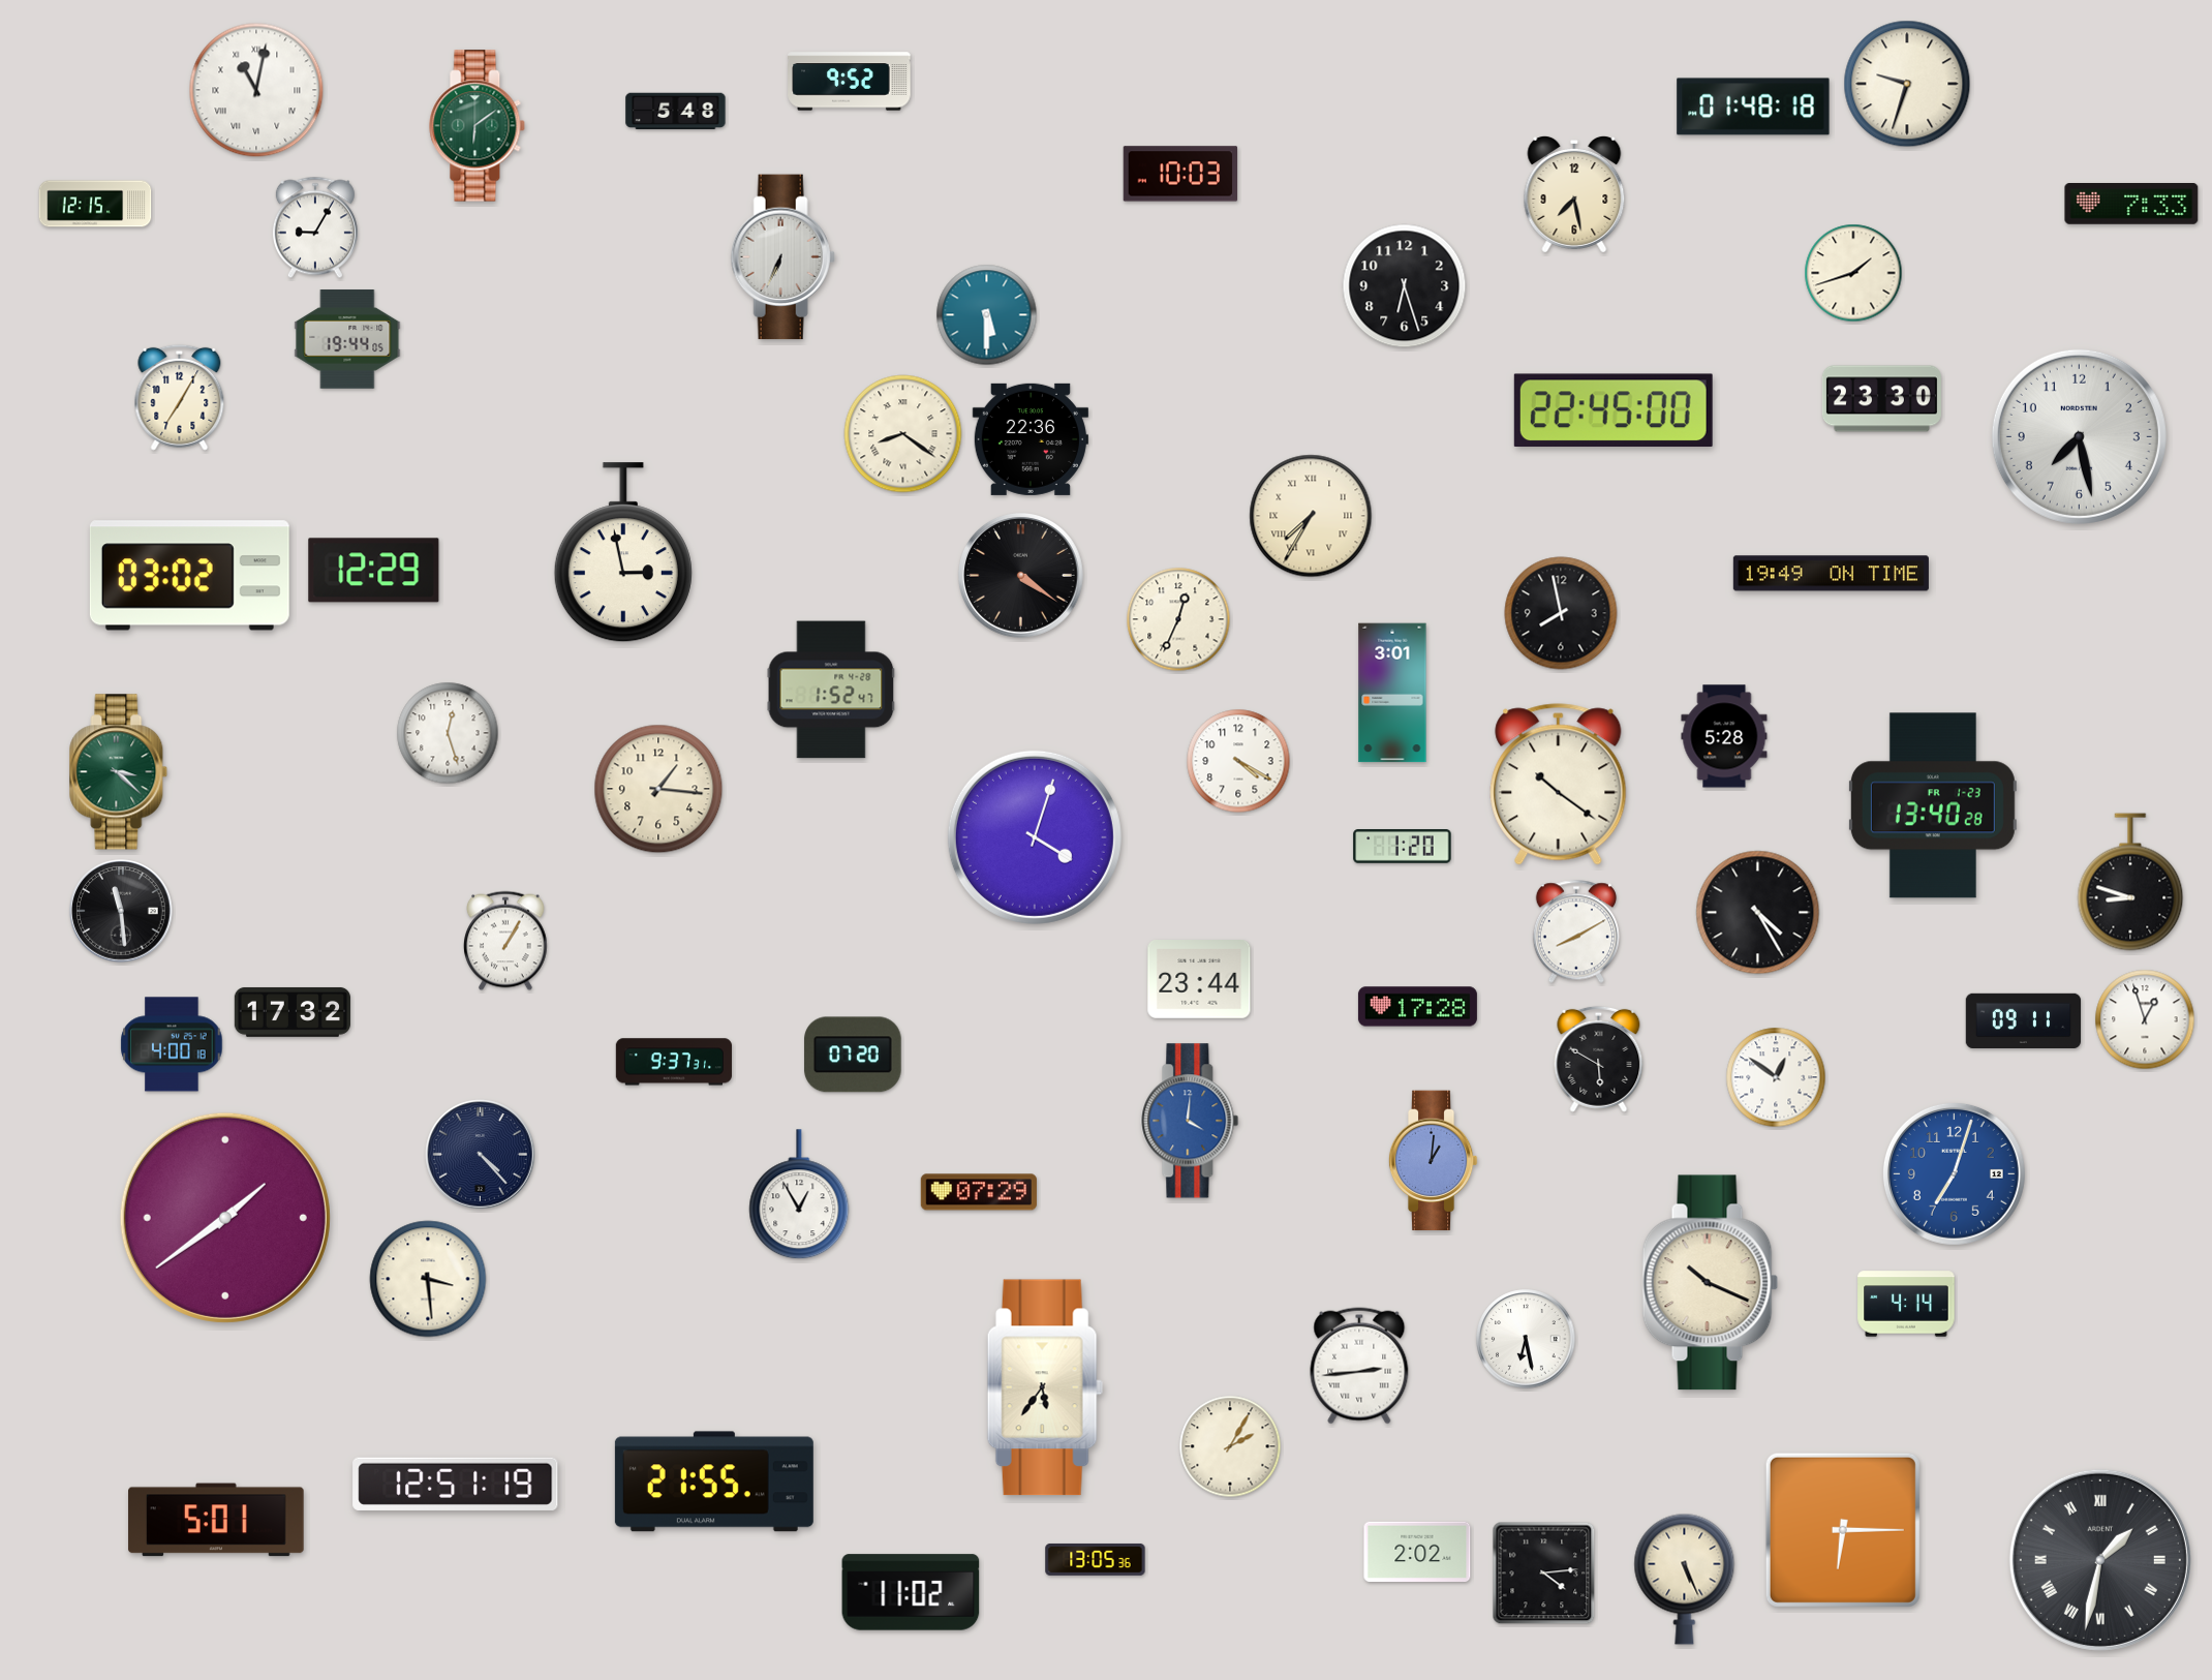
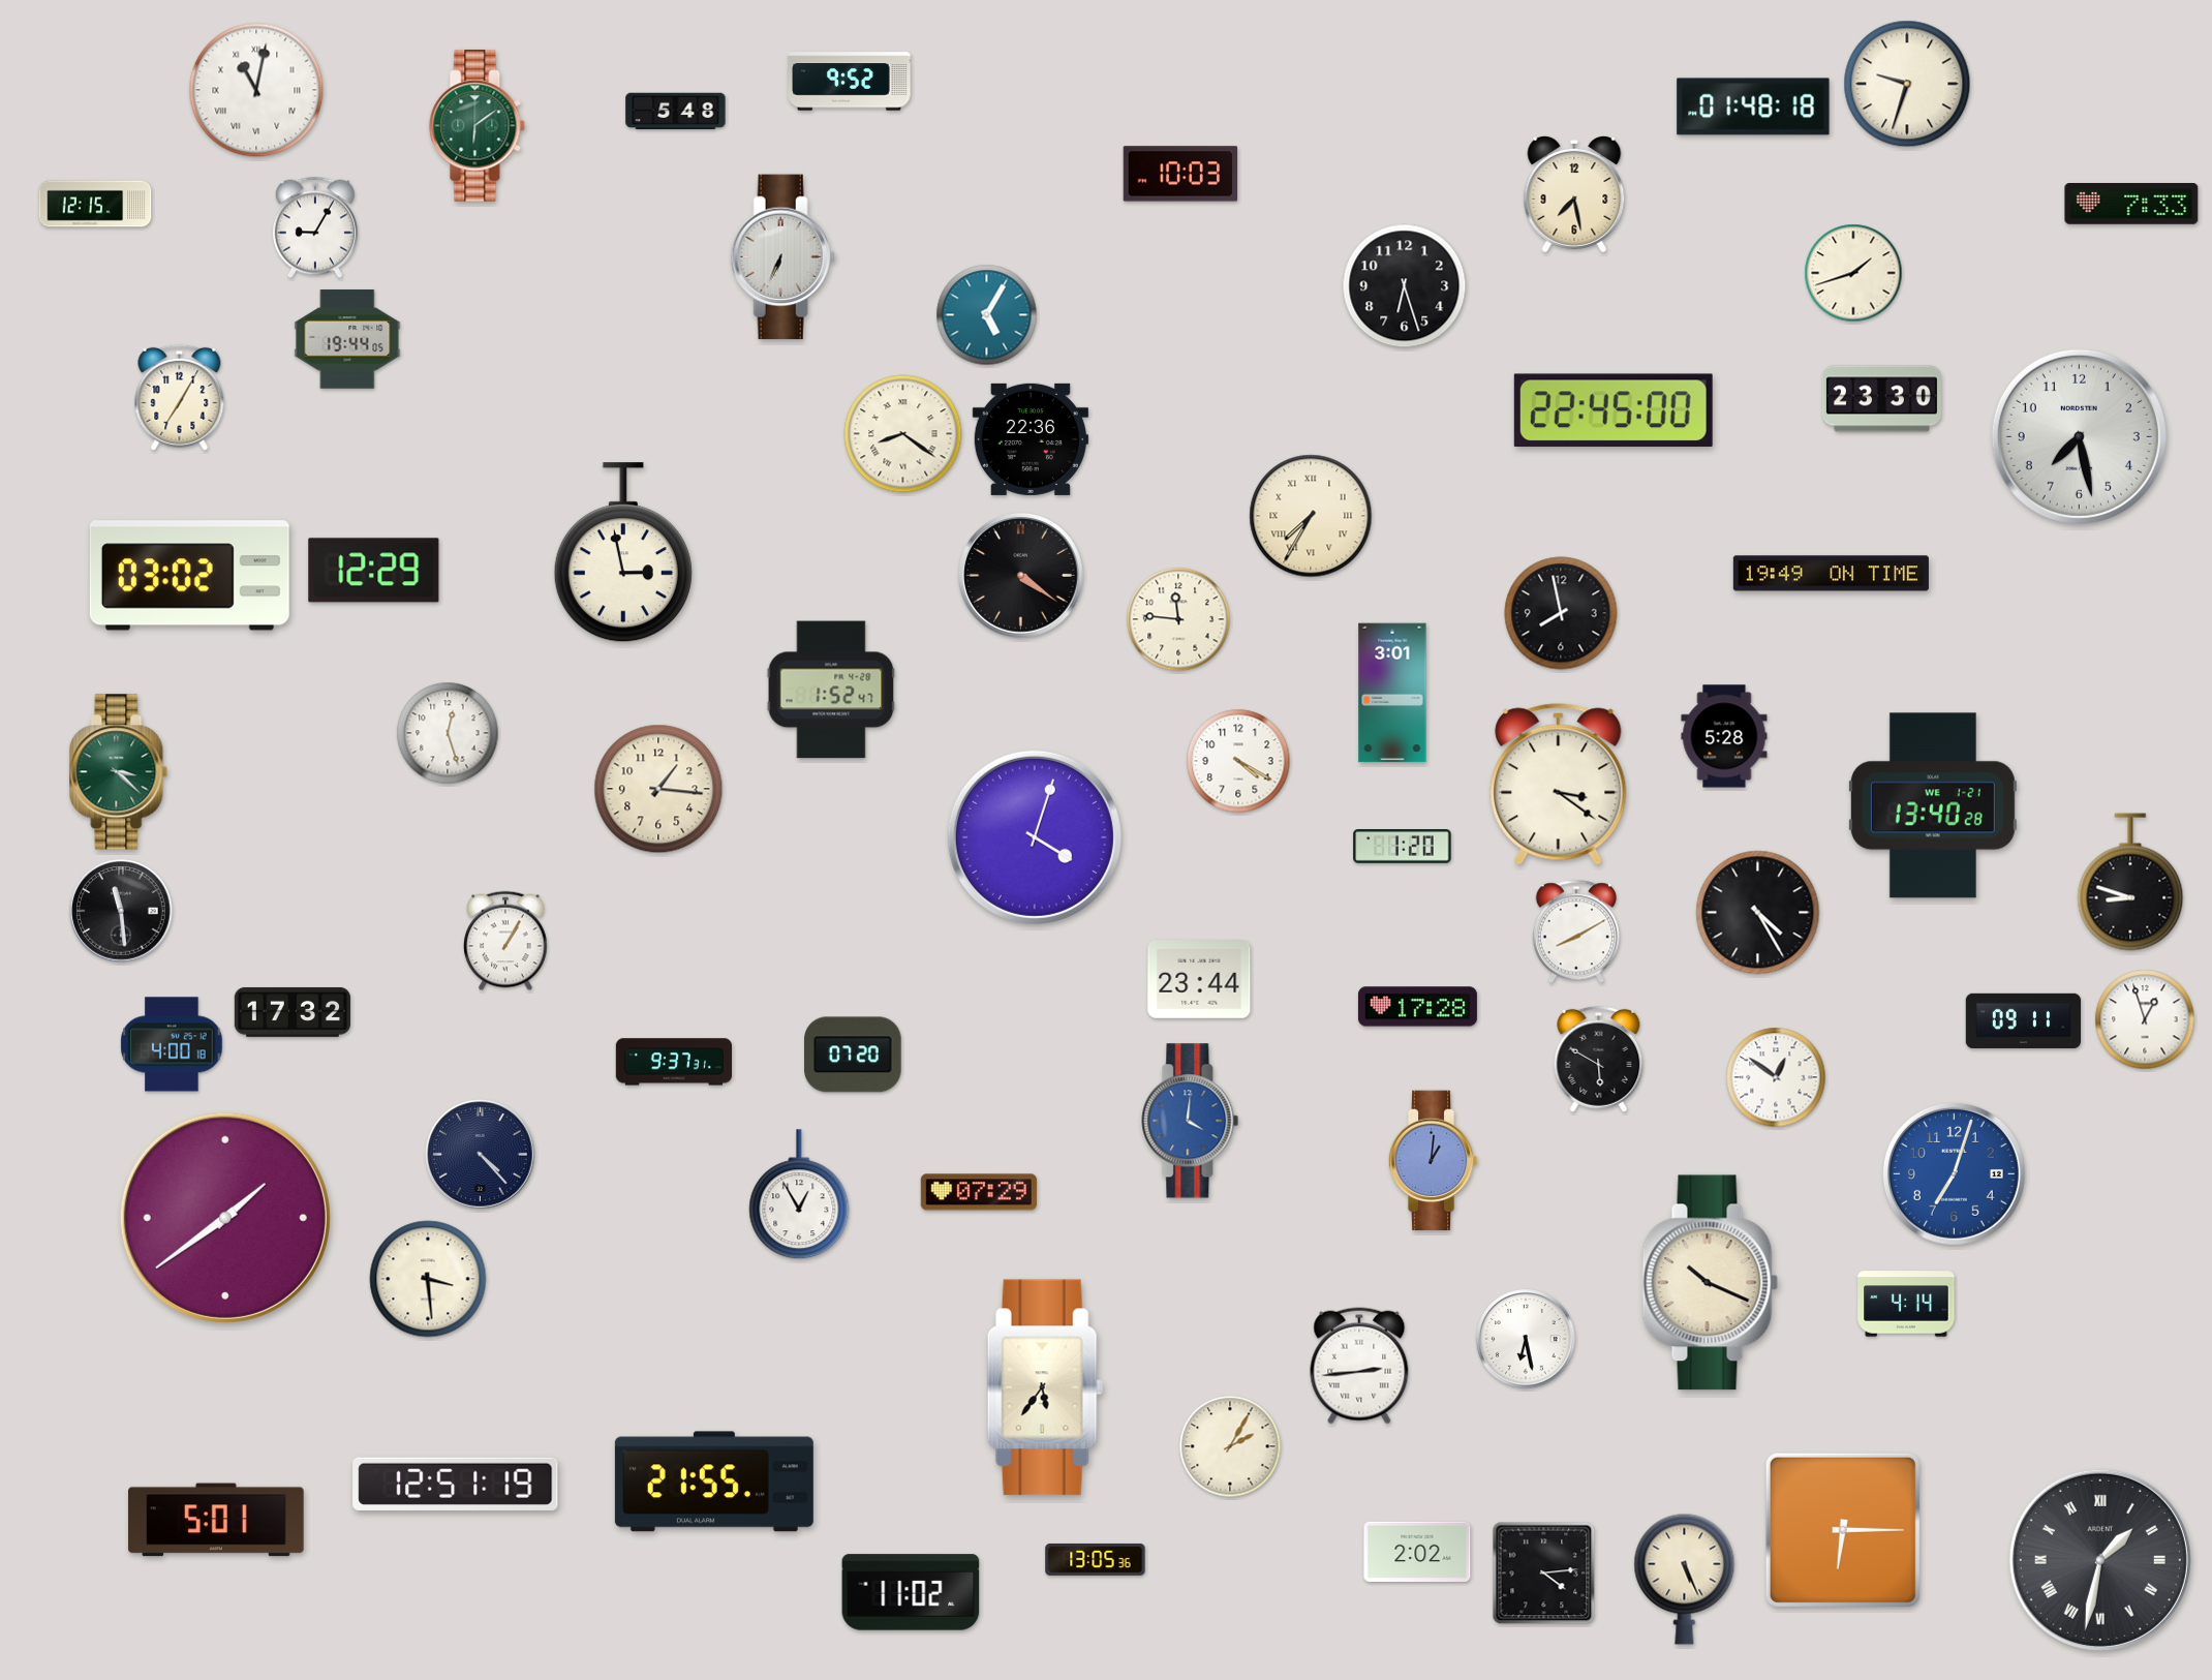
clock at (987, 315): 5:30 -> 5:05
clock at (1178, 619): 12:34 -> 11:46
clock at (1559, 785): 10:21 -> 3:21
clock at (1933, 805) date: FR 1-23 -> WE 1-21
